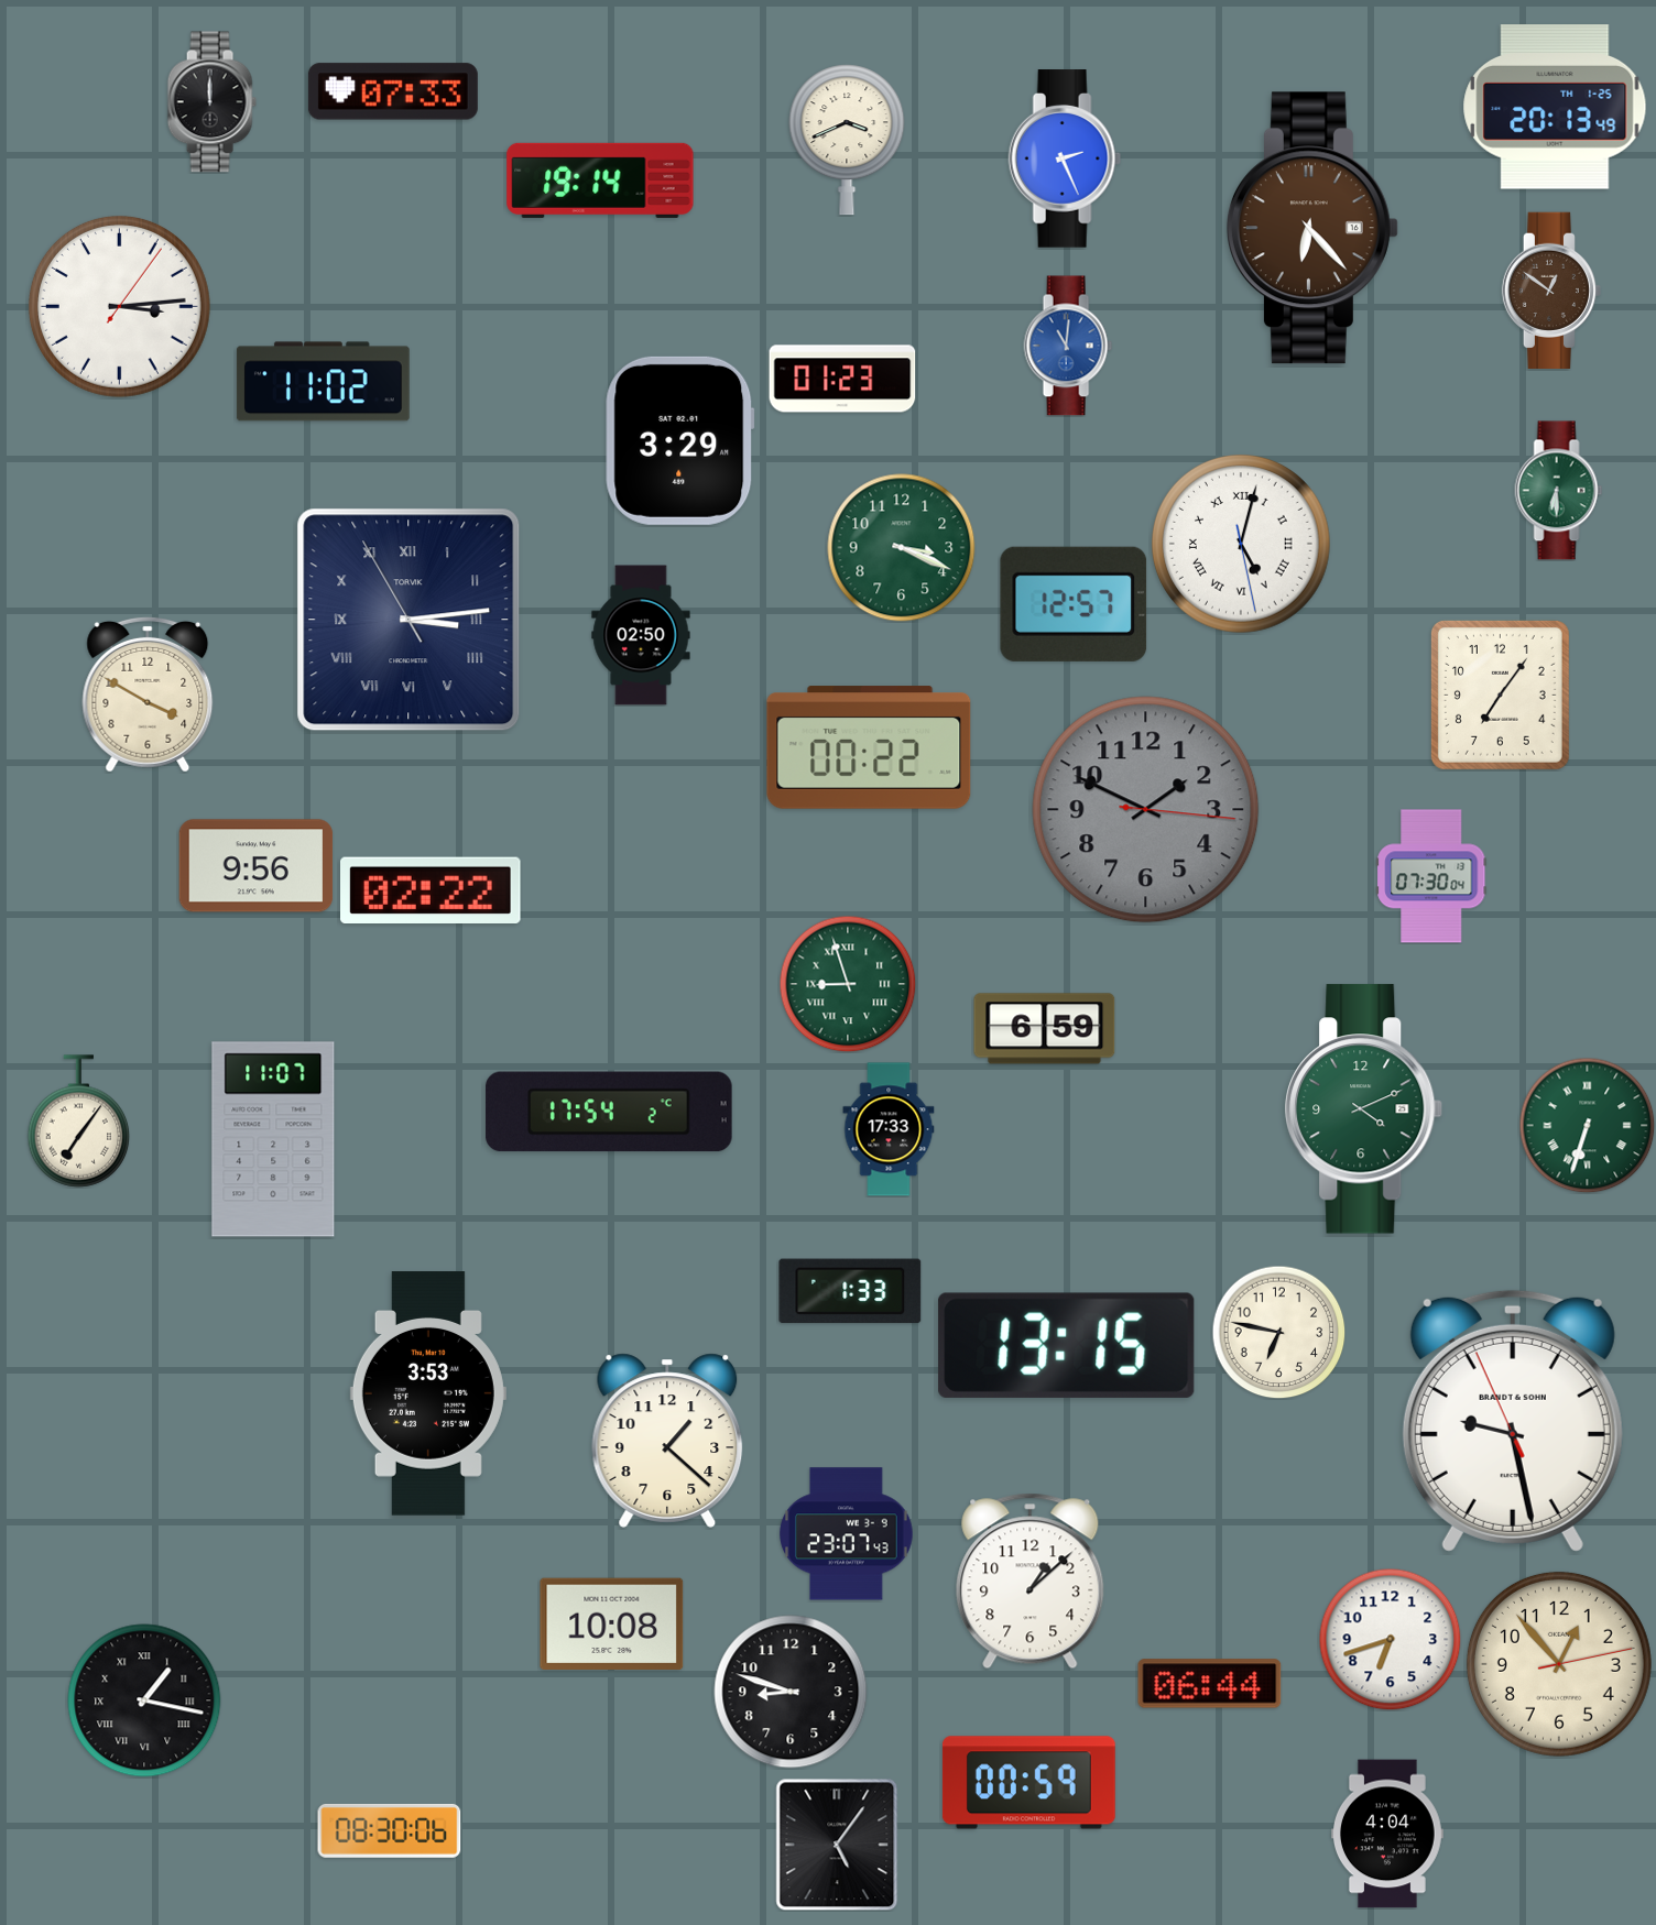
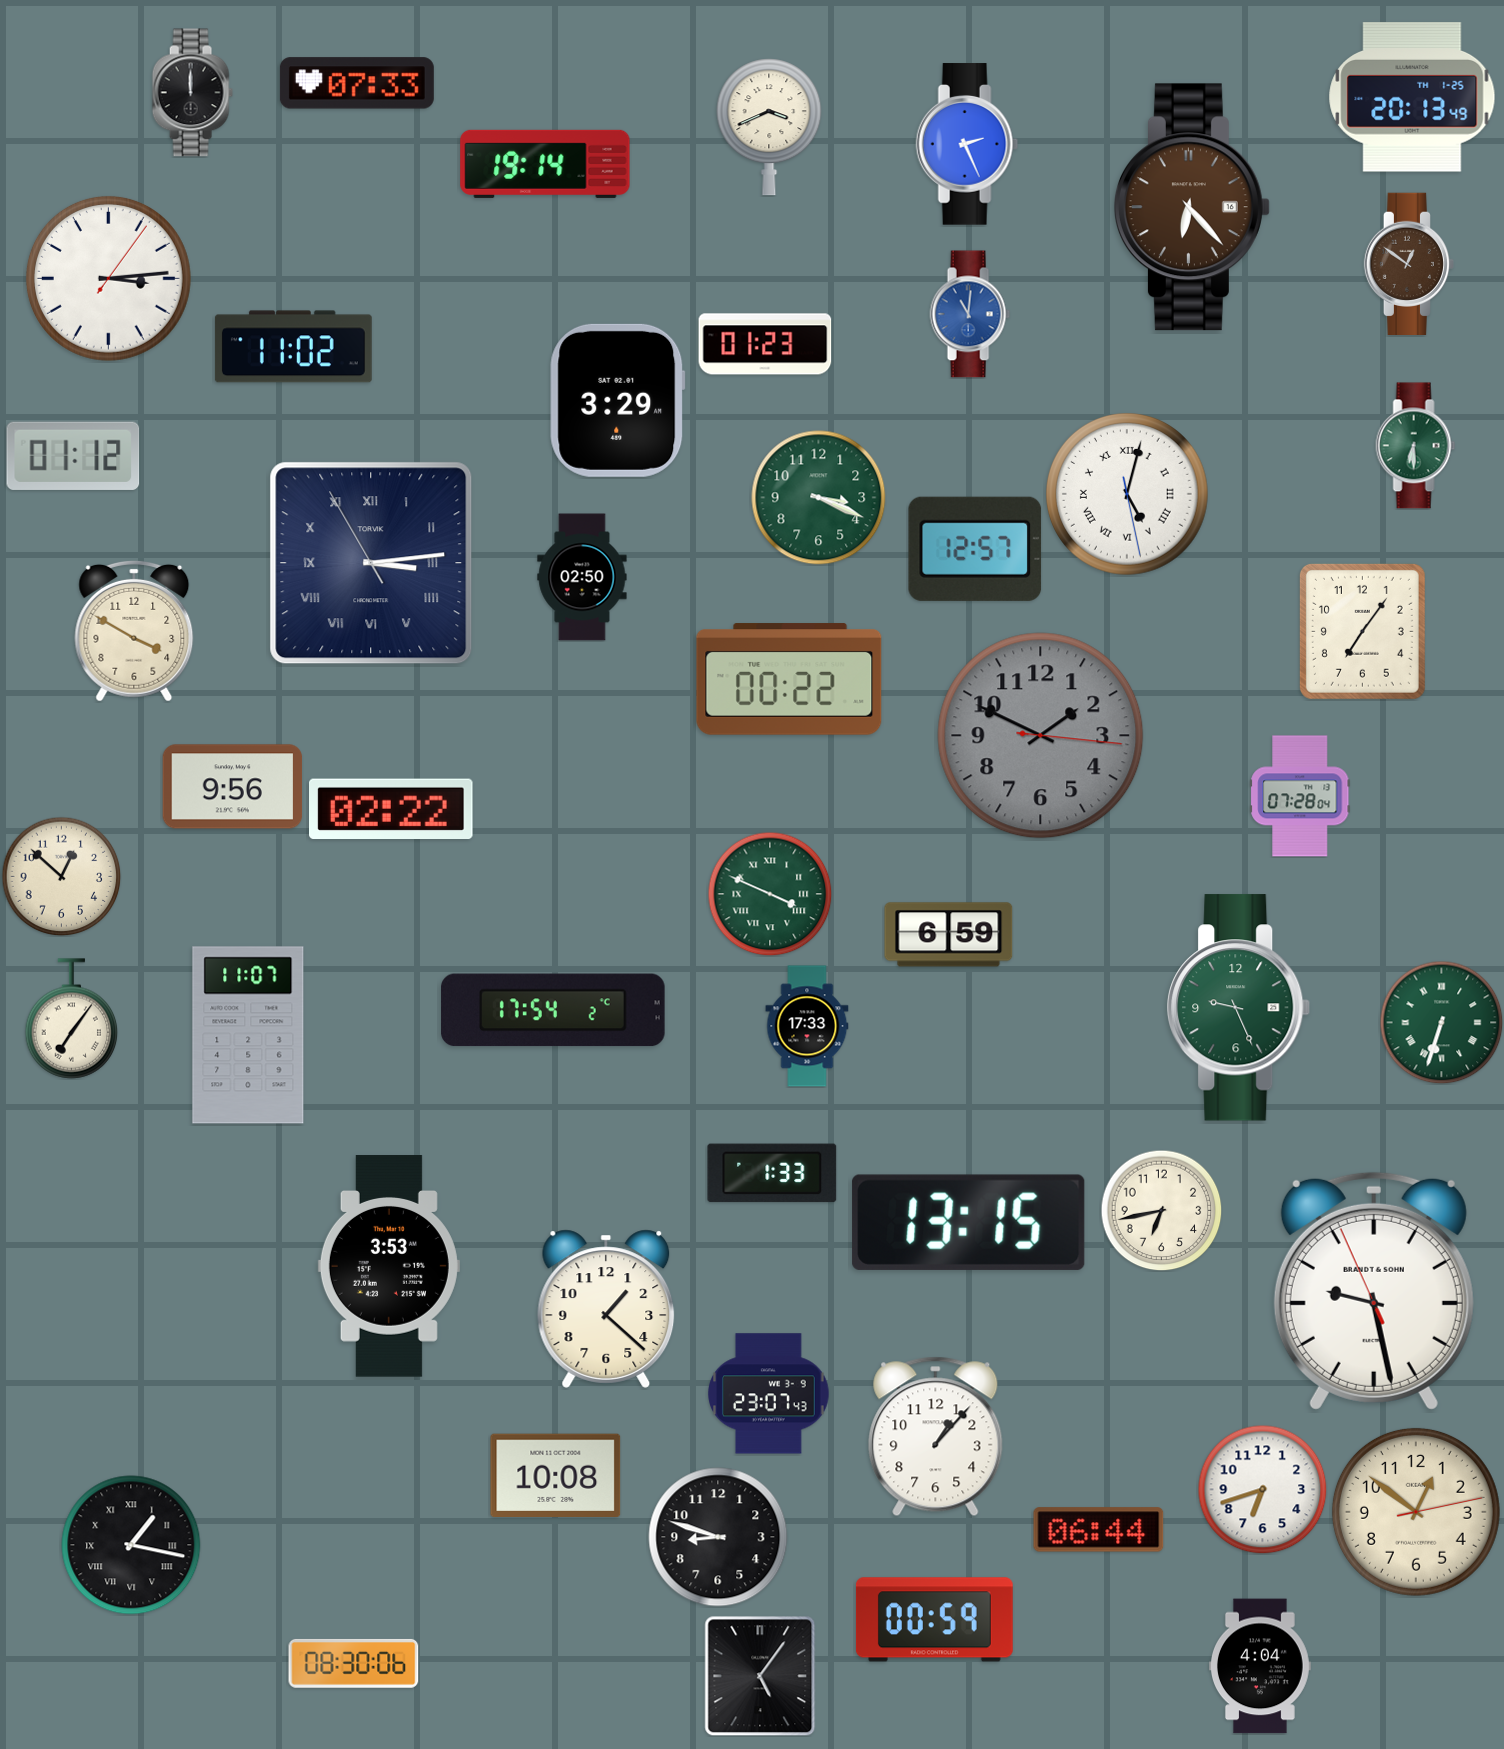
clock at (73, 456): none -> 01:12
clock at (1431, 876): 07:30 -> 07:28
clock at (61, 876): none -> 12:52
clock at (848, 984): 8:57 -> 3:49
clock at (1364, 1109): 4:11 -> 9:26
clock at (1278, 1332): 6:47 -> 6:43
clock at (1031, 1582): 1:08 -> 1:07
clock at (1559, 1664): 12:53 -> 12:51
